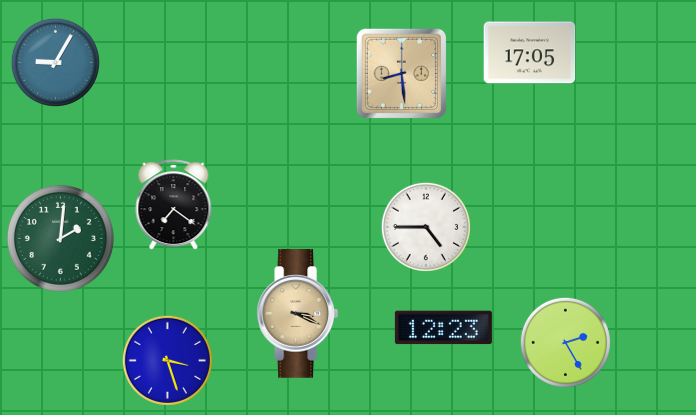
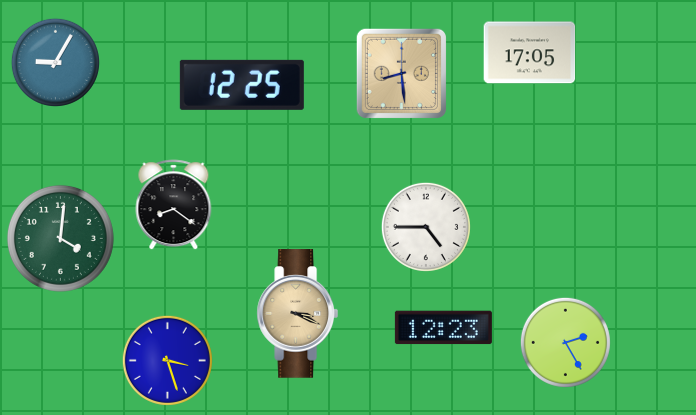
clock at (242, 85): none -> 12:25
clock at (174, 205): 7:21 -> 8:21
clock at (60, 238): 2:01 -> 4:01
